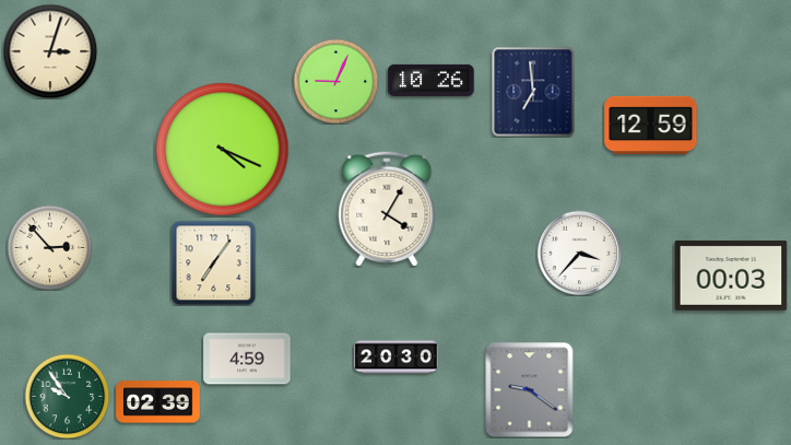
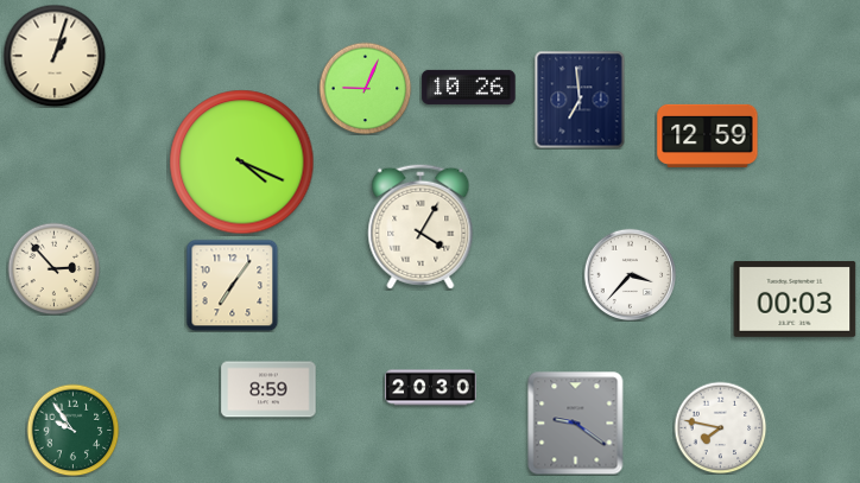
clock at (50, 51): 3:03 -> 1:03
clock at (247, 359): 4:59 -> 8:59
clock at (720, 427): none -> 7:47
clock at (158, 402): 02:39 -> none
